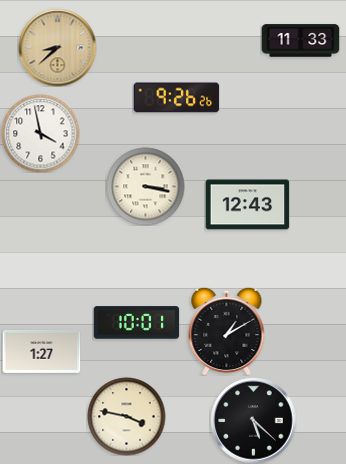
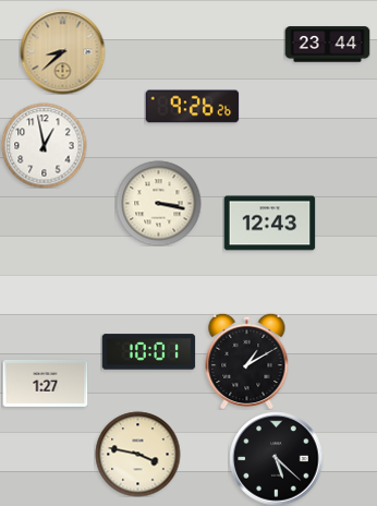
clock at (300, 41): 11:33 -> 23:44
clock at (40, 133): 3:58 -> 12:58
